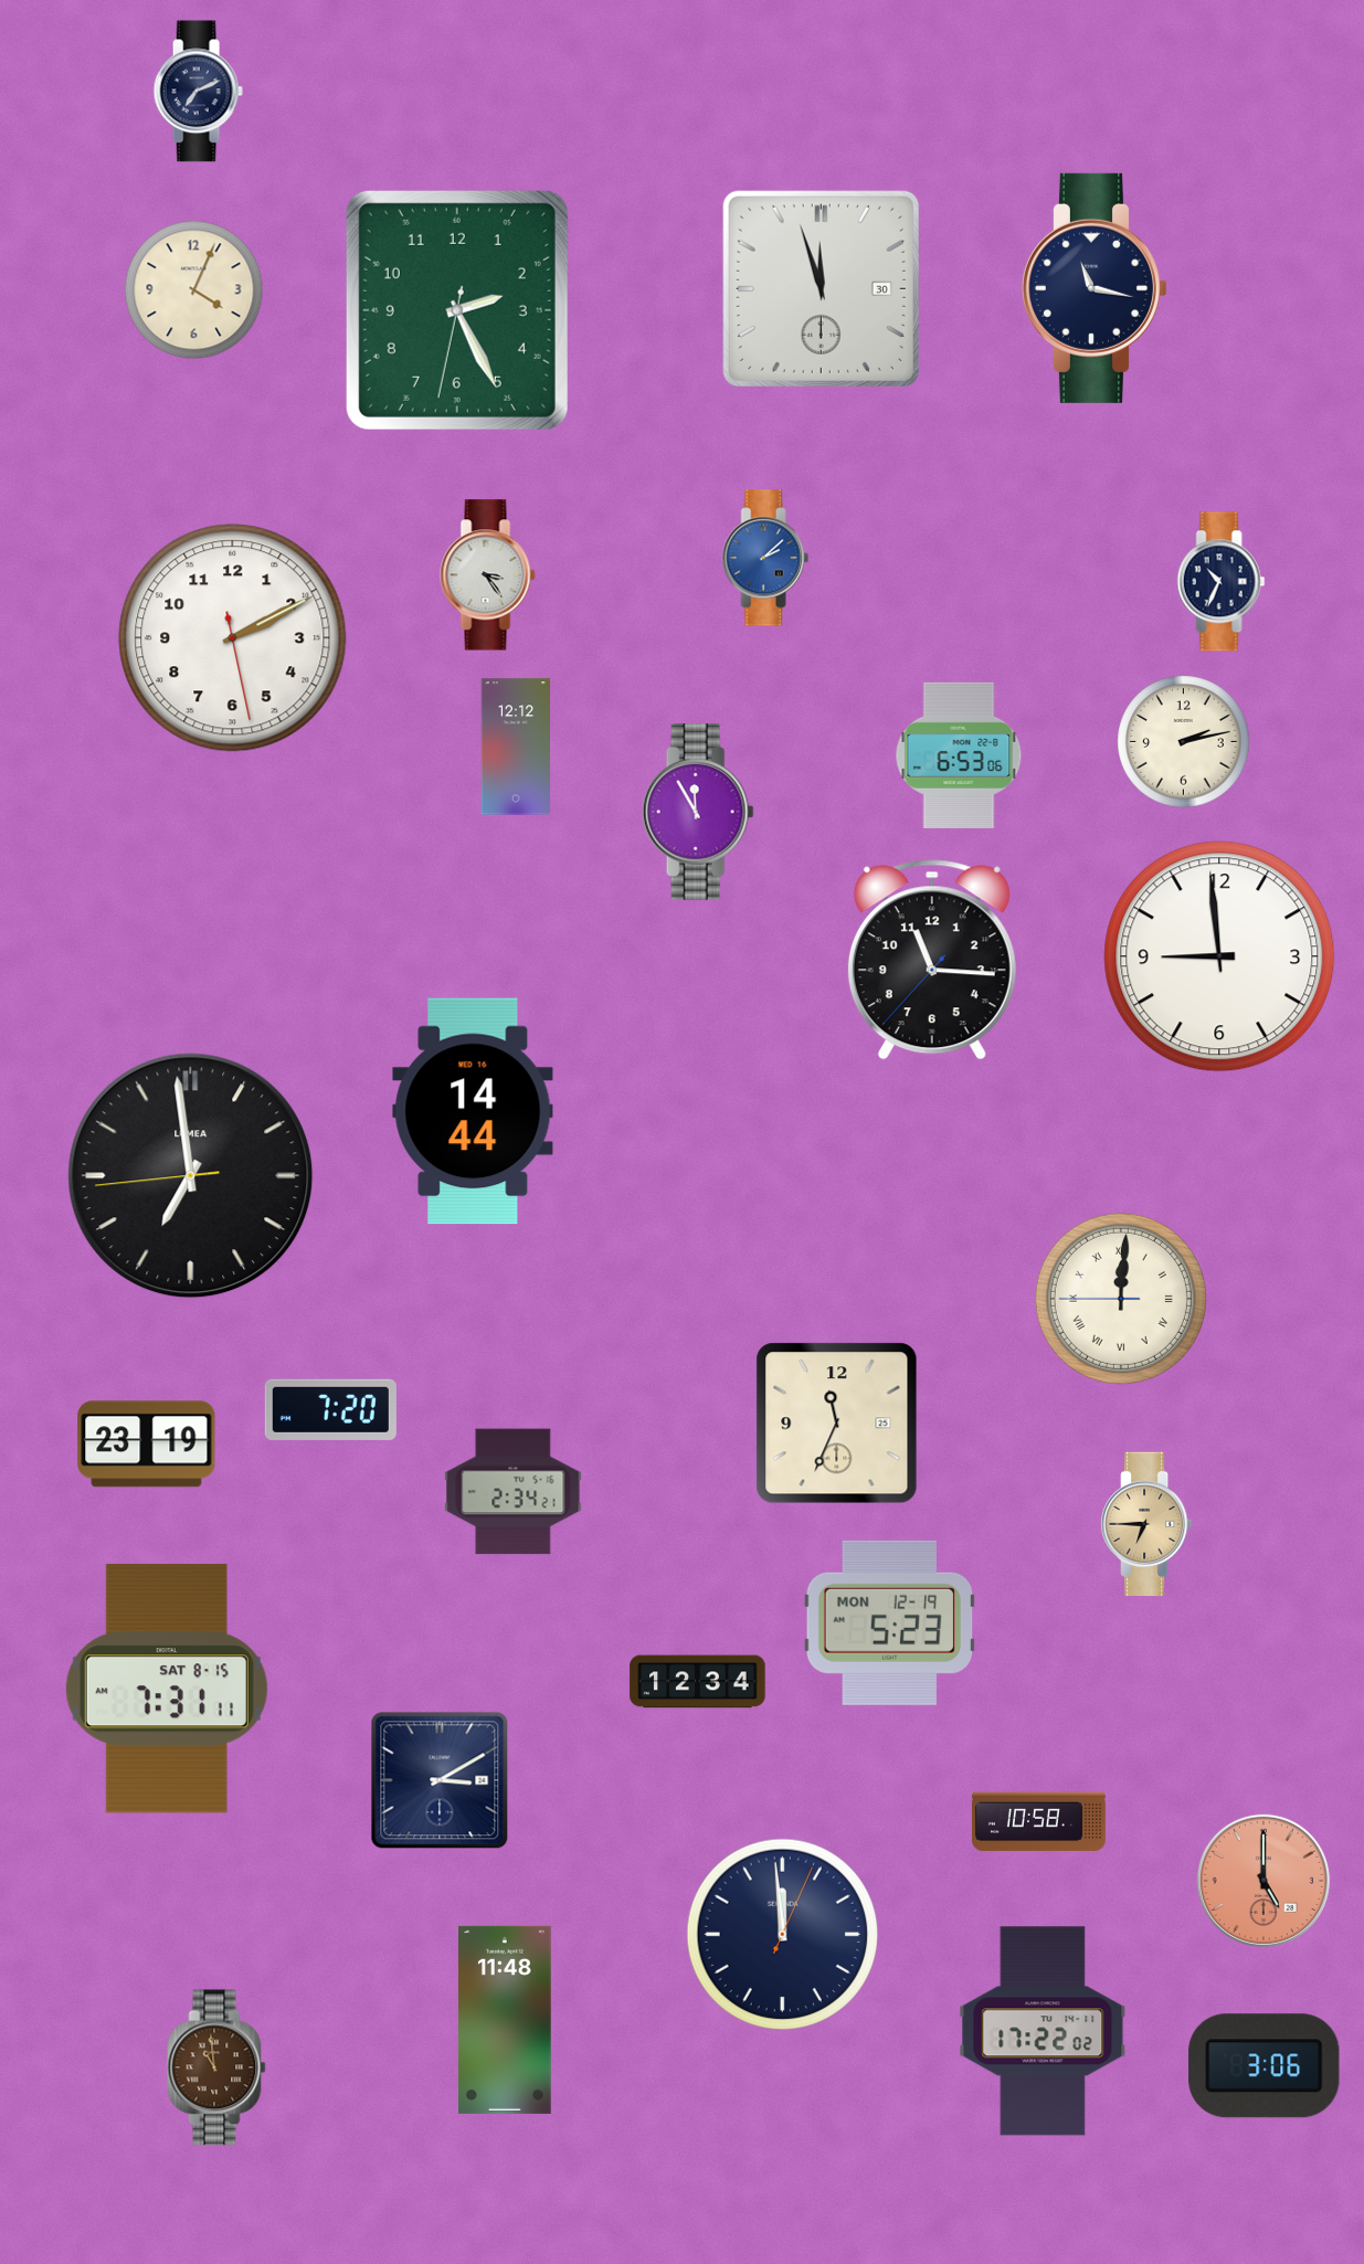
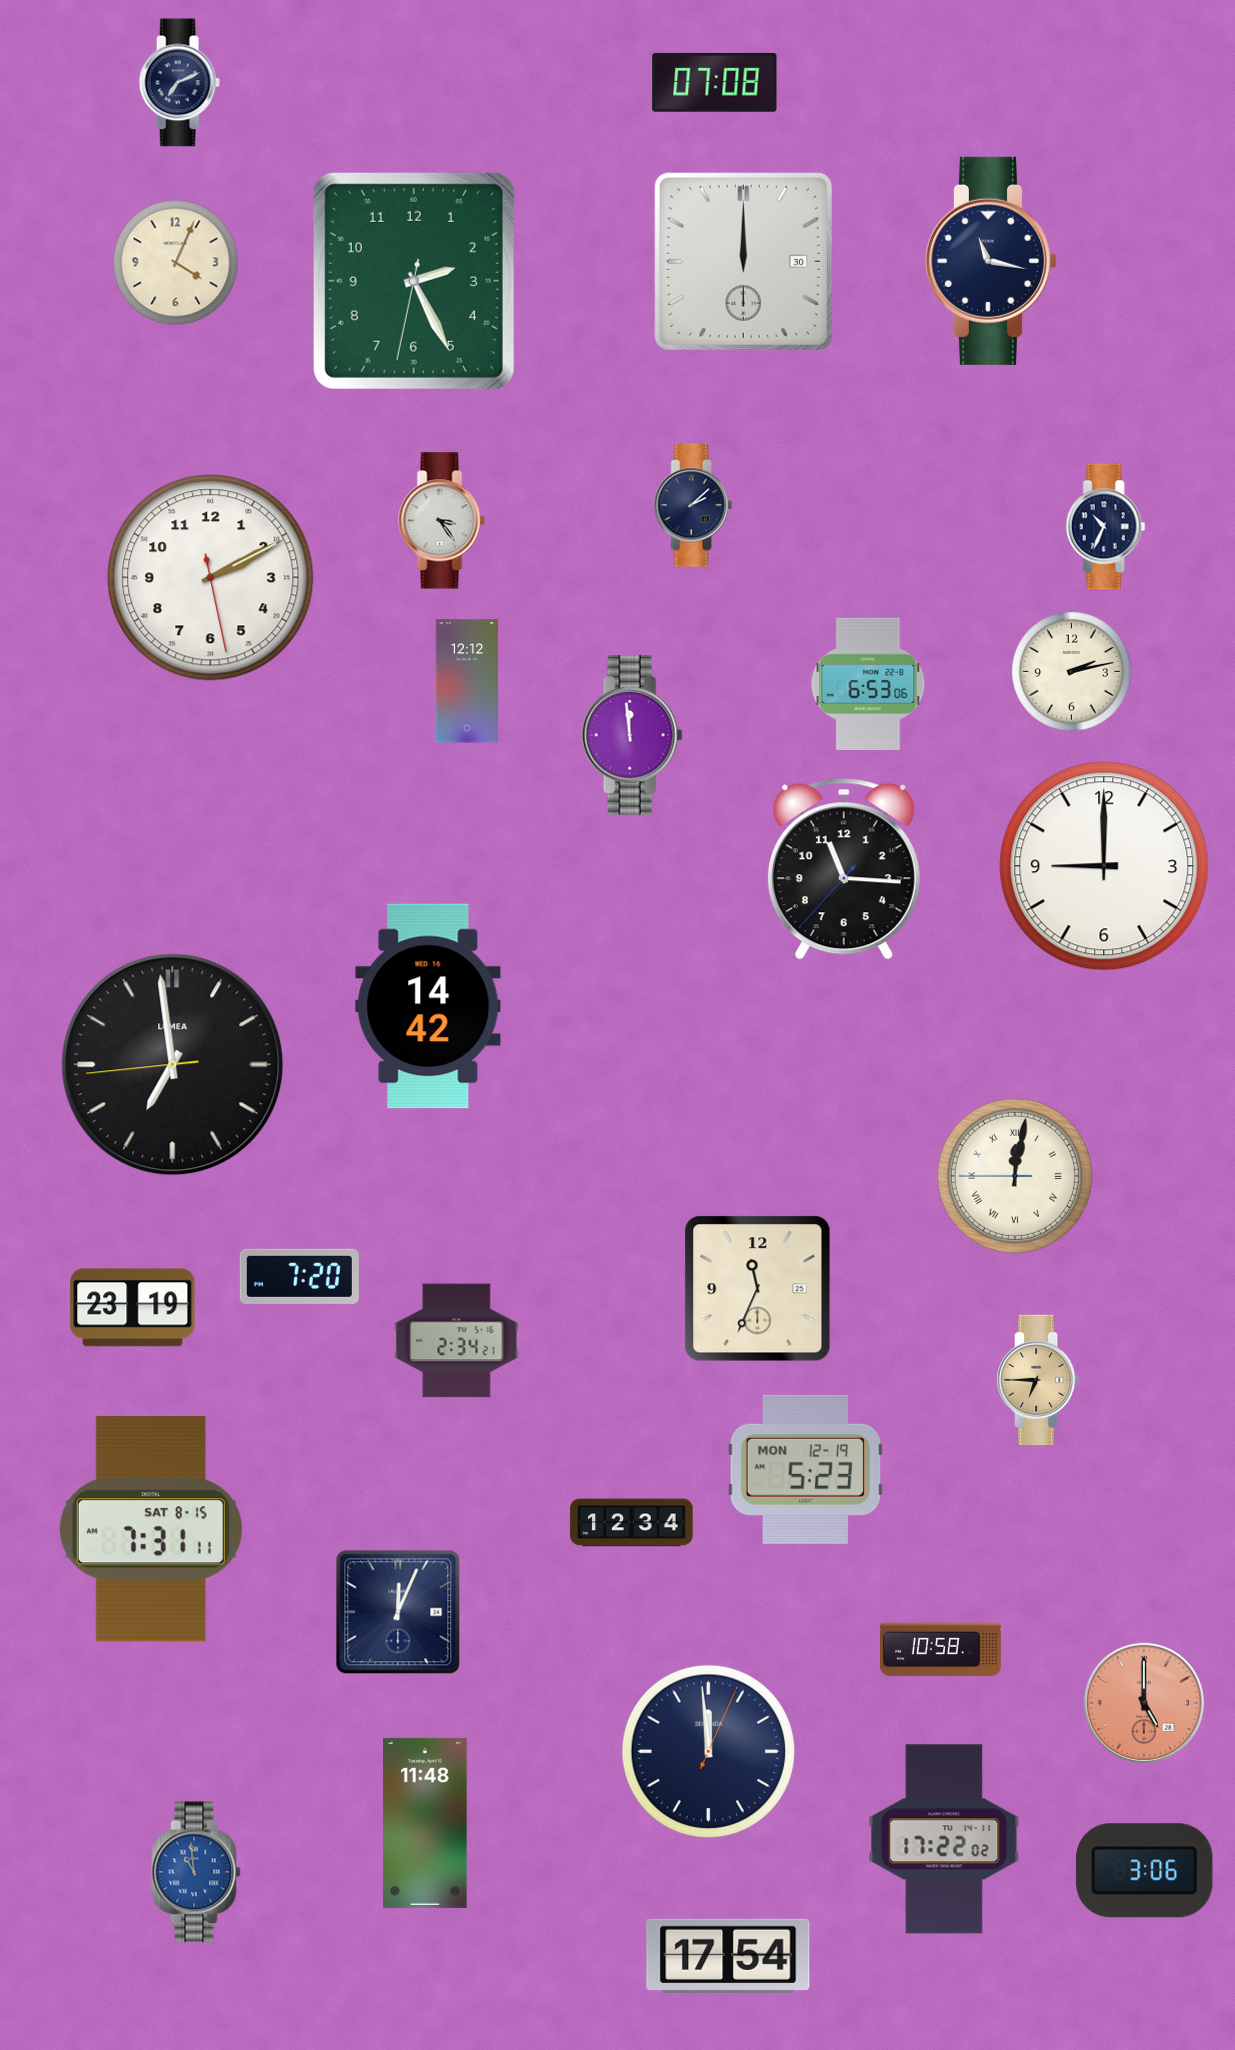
clock at (715, 82): none -> 07:08
clock at (821, 288): 11:57 -> 12:00
clock at (765, 558) dial: blue -> navy
clock at (516, 747) position: (516, 747) -> (467, 681)
clock at (698, 813): 11:55 -> 11:59
clock at (1219, 956): 8:59 -> 9:00
clock at (473, 1111): 14:44 -> 14:42
clock at (1121, 1299): 12:00 -> 12:01
clock at (514, 1492) position: (514, 1492) -> (457, 1341)
clock at (440, 1780): 3:10 -> 12:04
clock at (505, 2020) position: (505, 2020) -> (425, 1823)
clock at (216, 2067) dial: brown -> blue
clock at (728, 1956): none -> 17:54
